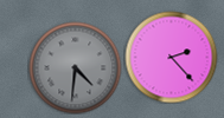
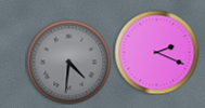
clock at (171, 57): 2:23 -> 2:19
